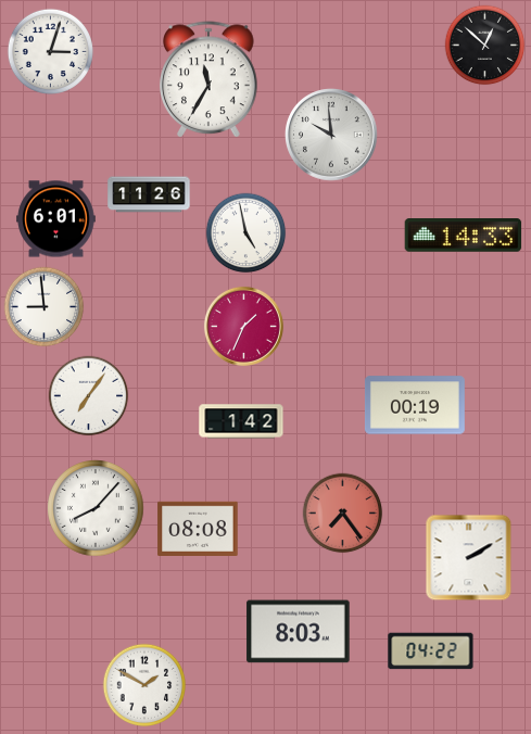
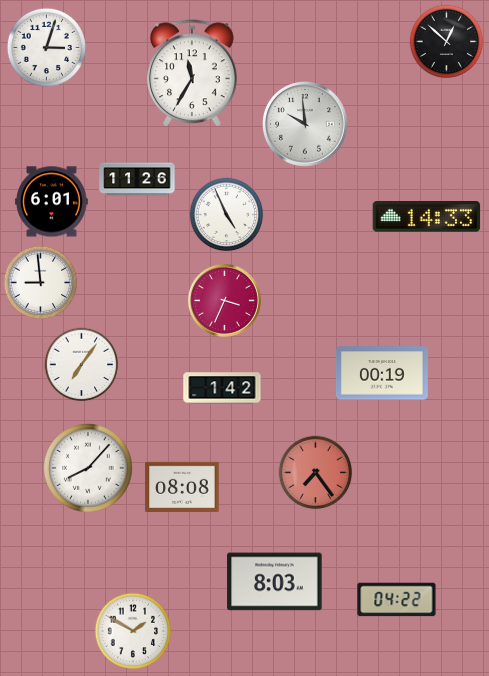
clock at (246, 233): 4:58 -> 4:56
clock at (243, 326): 1:34 -> 3:34
clock at (469, 558): 2:10 -> none
